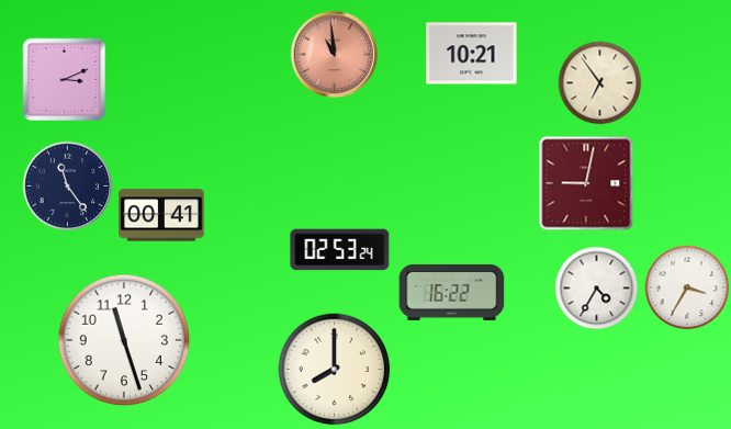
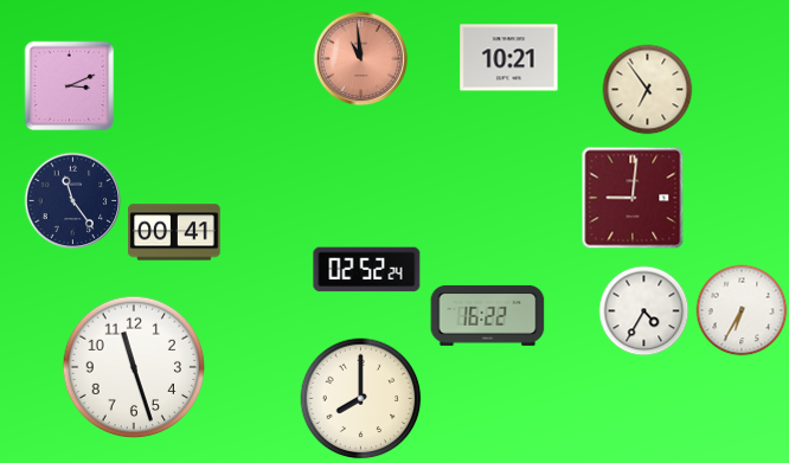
clock at (586, 183): 9:02 -> 9:01
clock at (340, 250): 02:53 -> 02:52
clock at (687, 287): 3:35 -> 6:35
